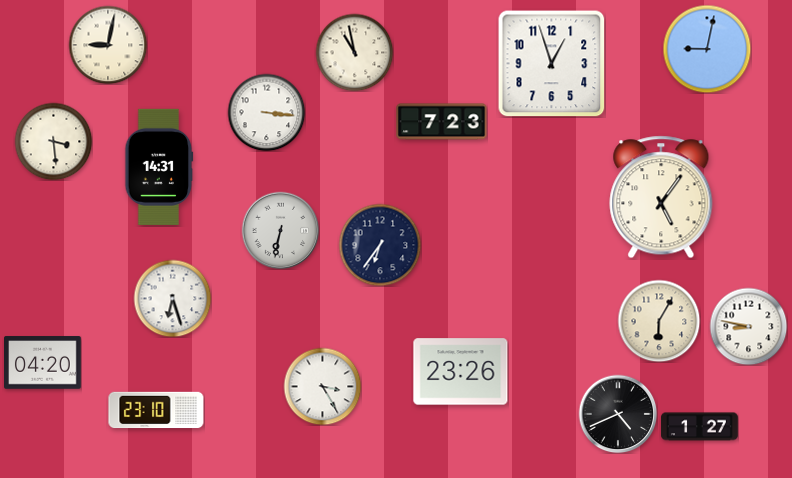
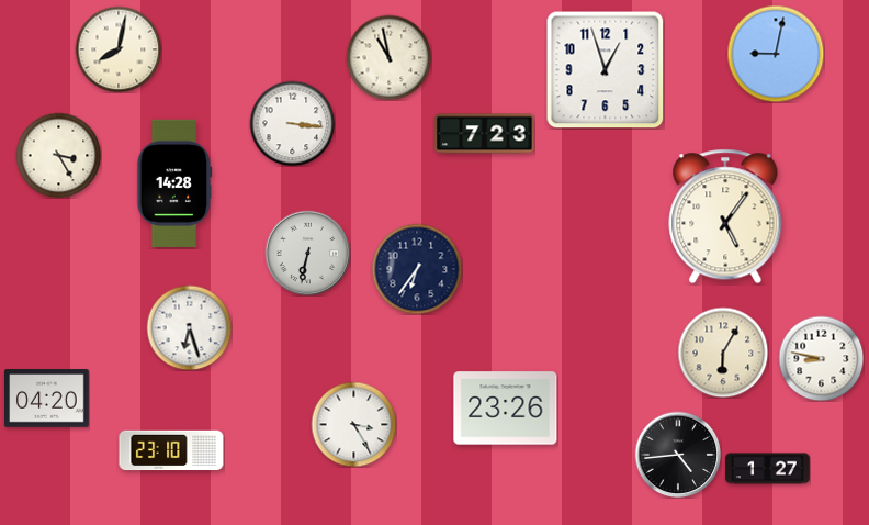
clock at (108, 45): 9:02 -> 8:02
clock at (53, 141): 3:29 -> 3:25
clock at (159, 167): 14:31 -> 14:28
clock at (618, 414): 4:41 -> 4:44
